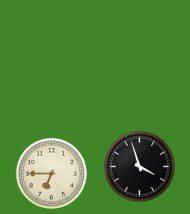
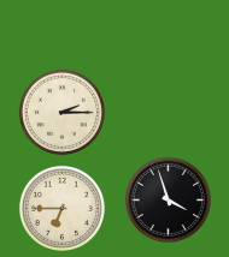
clock at (61, 112): none -> 2:15
